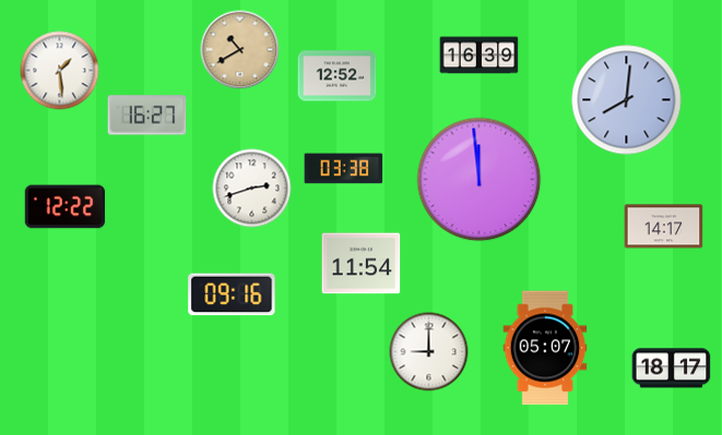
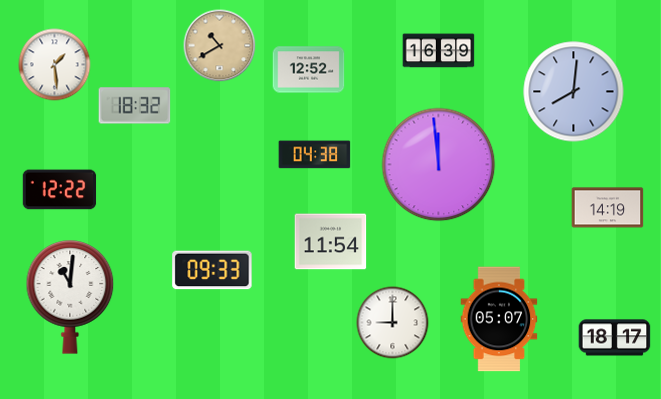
clock at (147, 116): 16:27 -> 18:32
clock at (344, 169): 03:38 -> 04:38
clock at (252, 189): 2:42 -> none
clock at (664, 227): 14:17 -> 14:19
clock at (232, 294): 09:16 -> 09:33
clock at (70, 297): none -> 11:01
